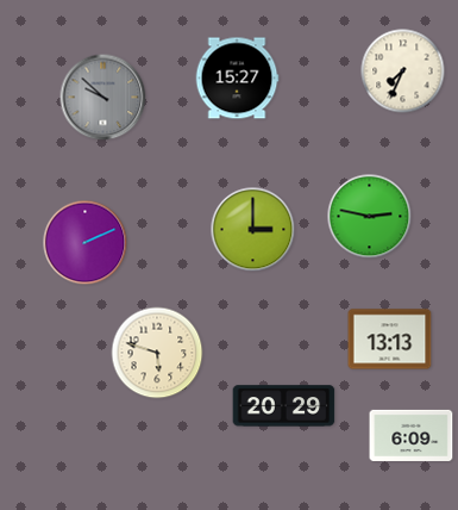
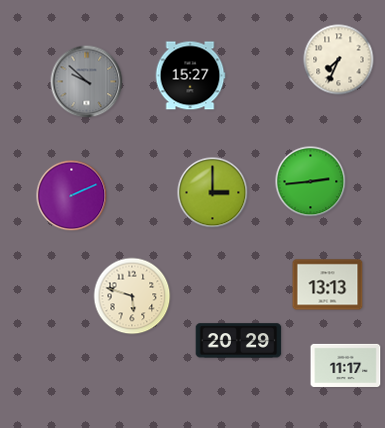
clock at (237, 79) position: (237, 79) -> (190, 76)
clock at (370, 217): 2:47 -> 2:44
clock at (86, 243) position: (86, 243) -> (72, 196)
clock at (412, 435): 6:09 -> 11:17
